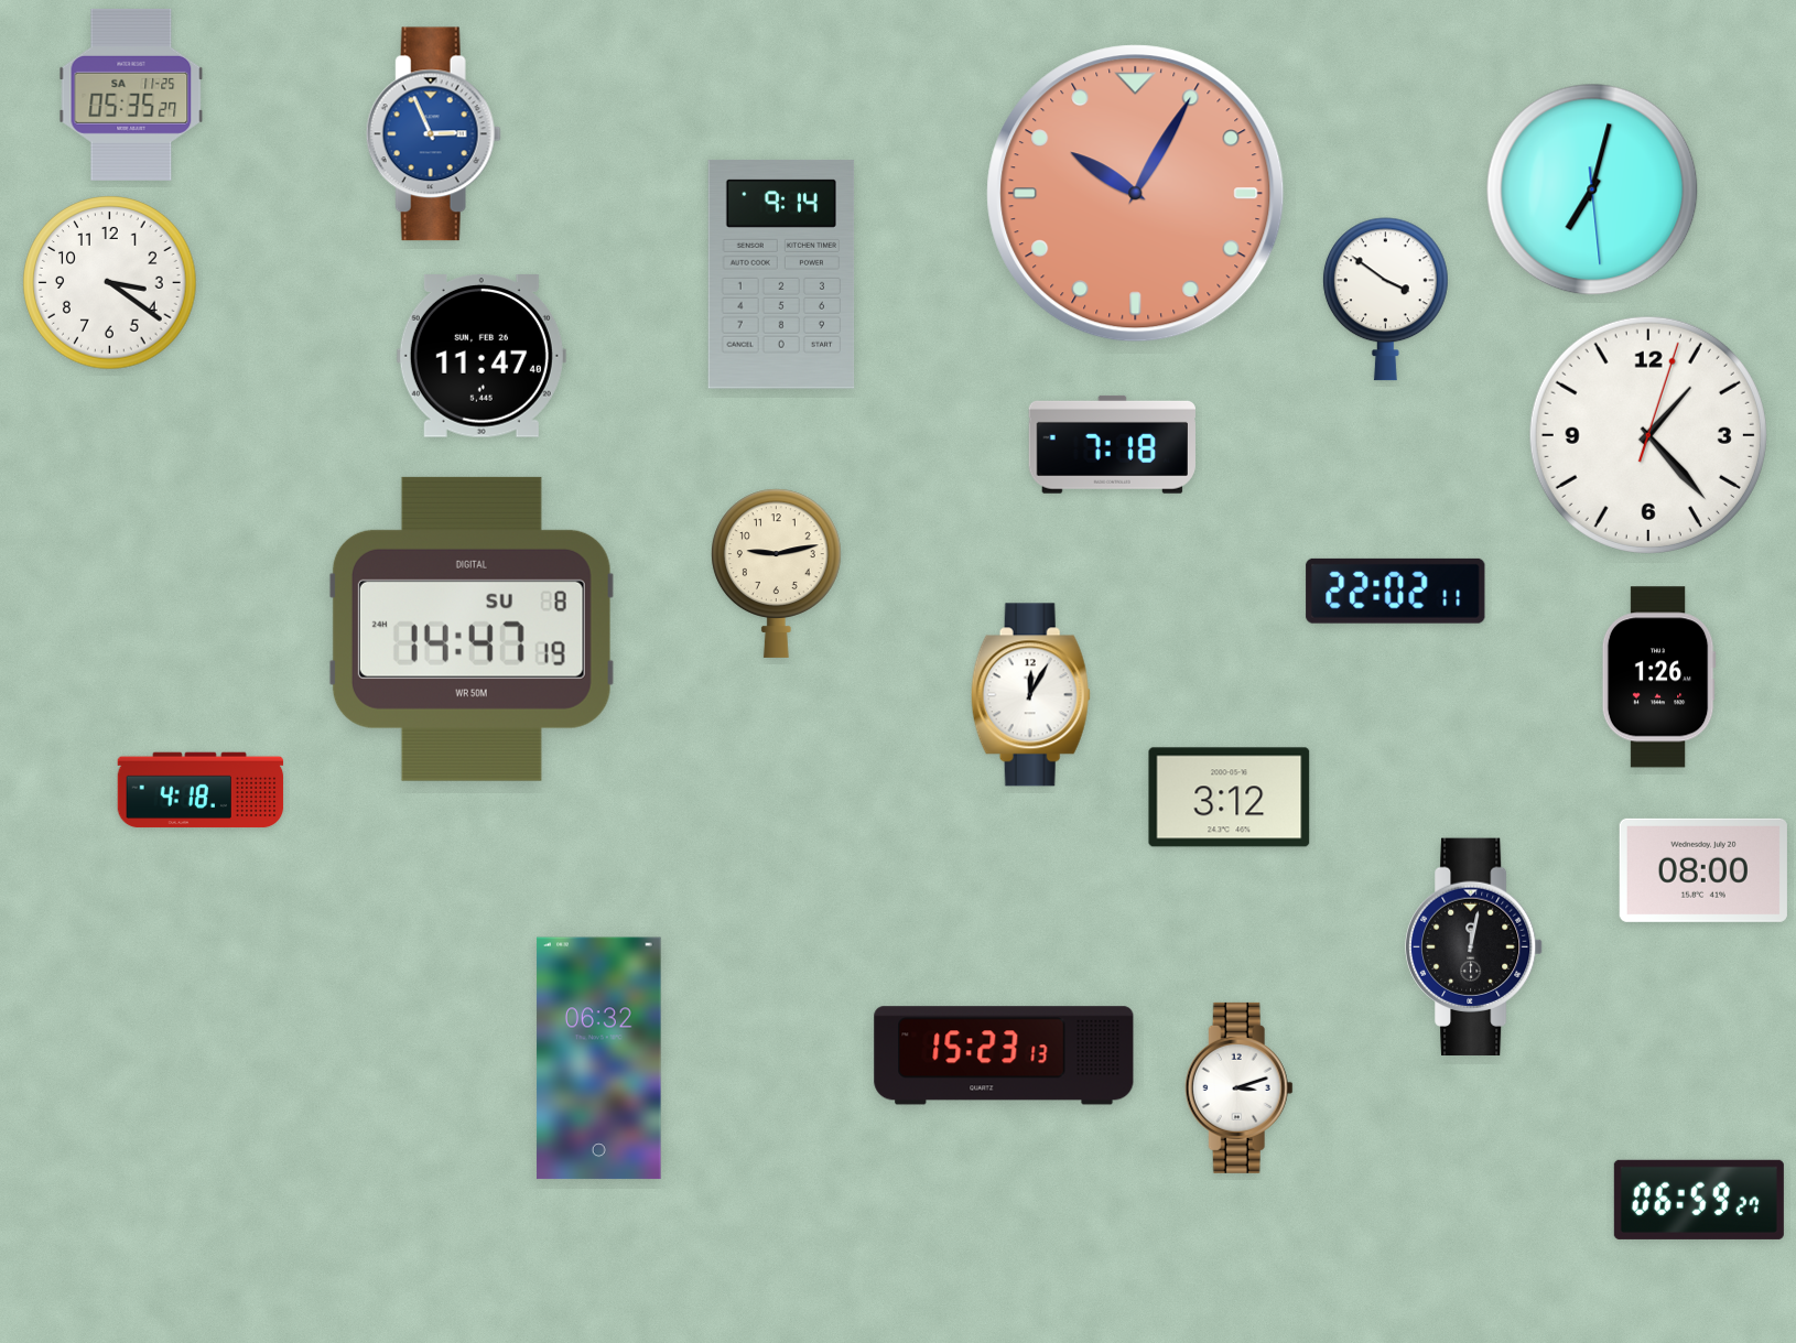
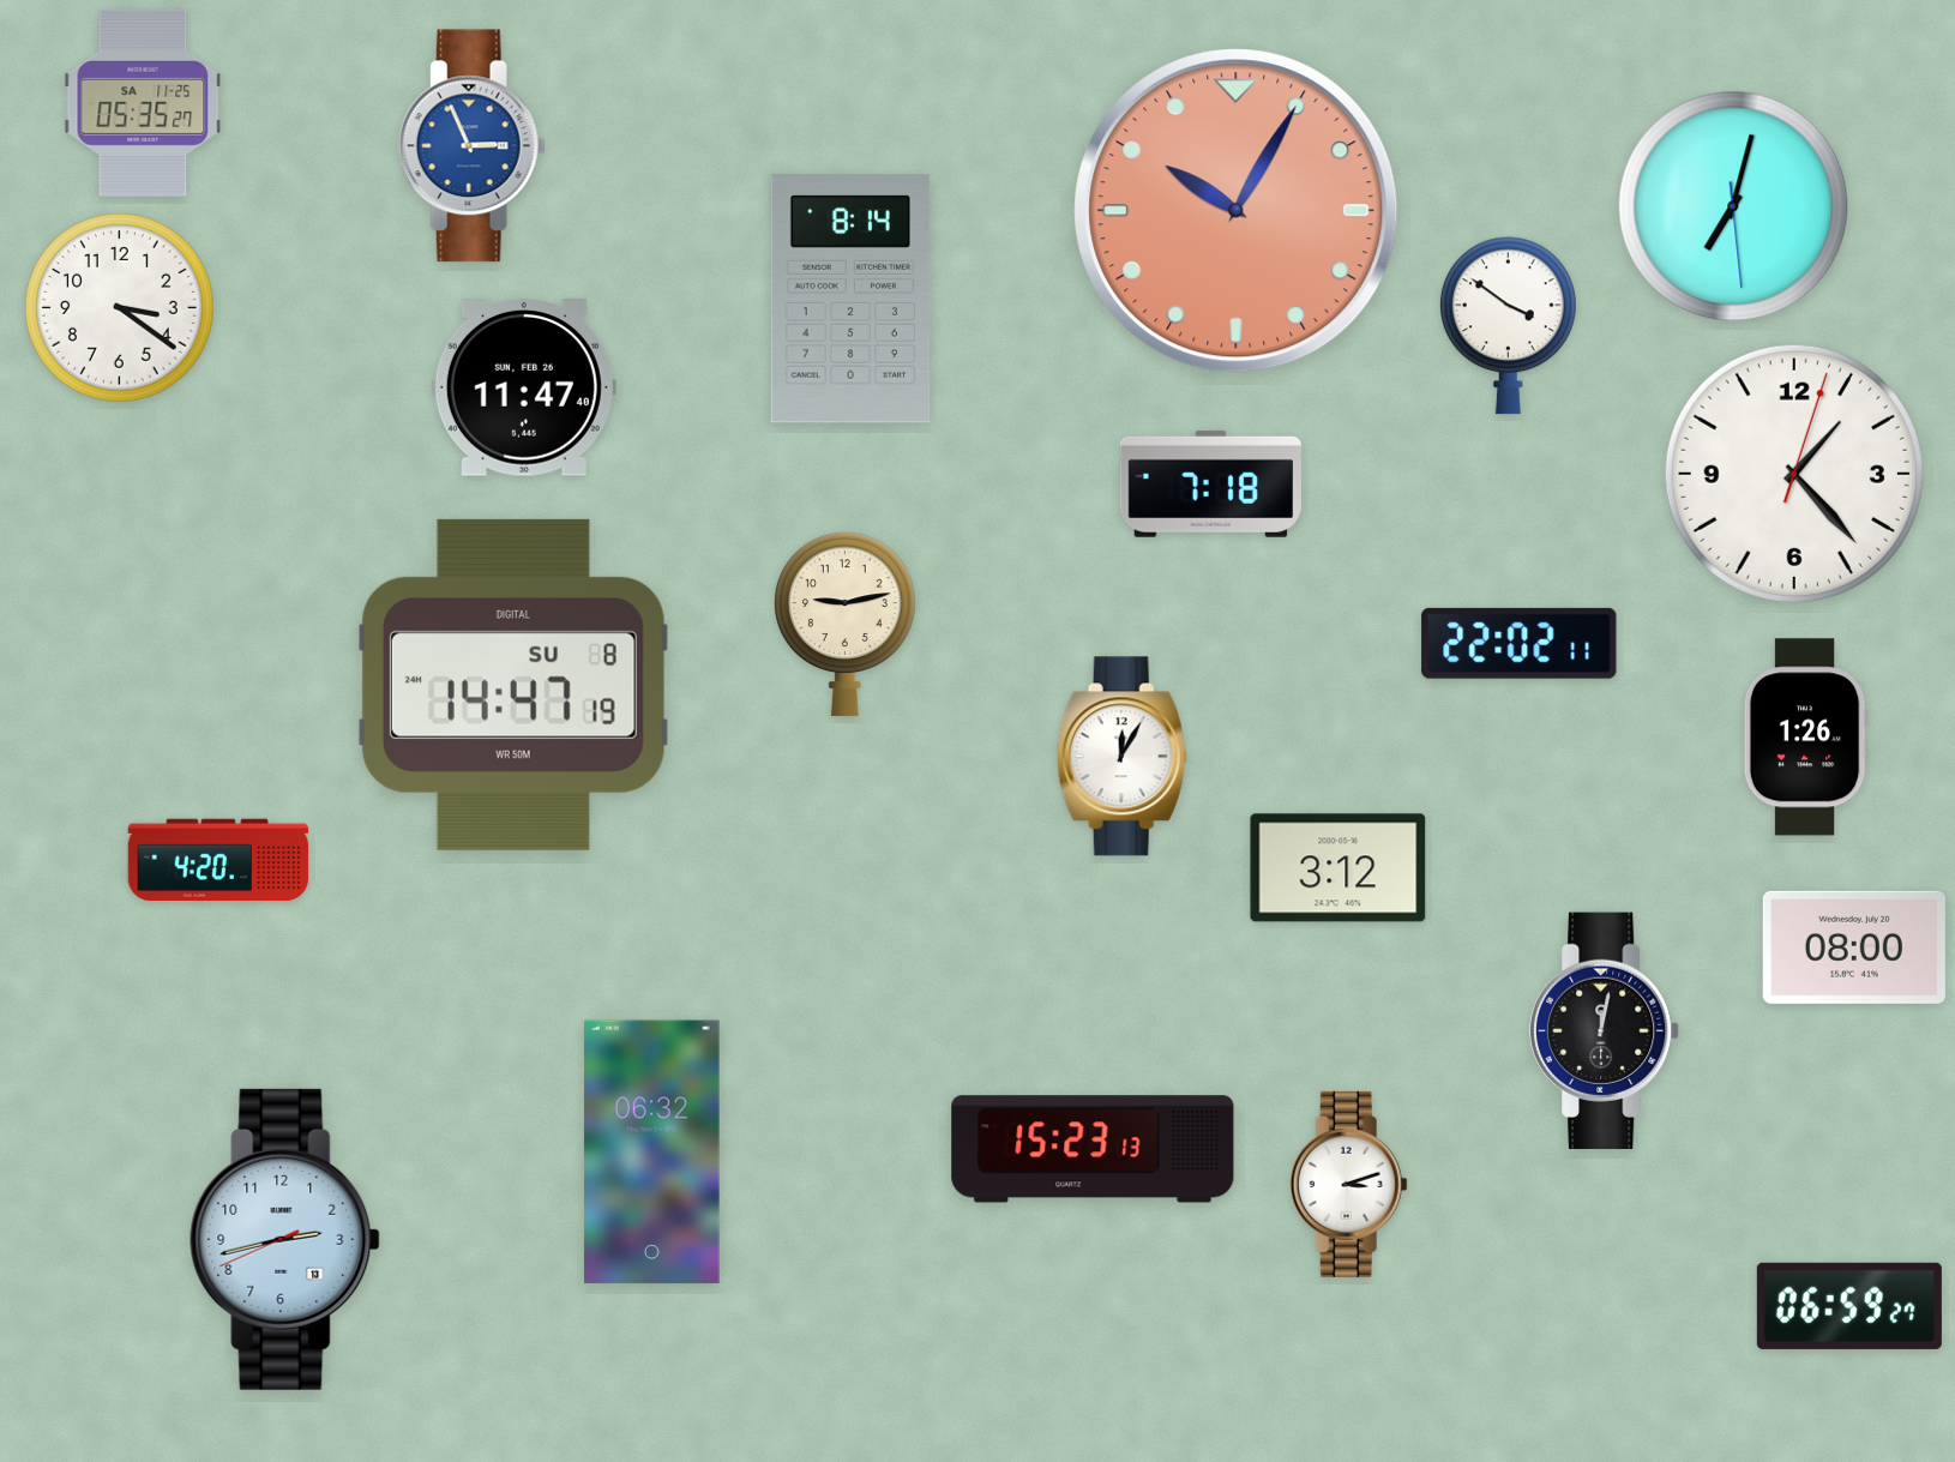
clock at (781, 274): 9:14 -> 8:14
clock at (201, 790): 4:18 -> 4:20
clock at (285, 1239): none -> 2:42
